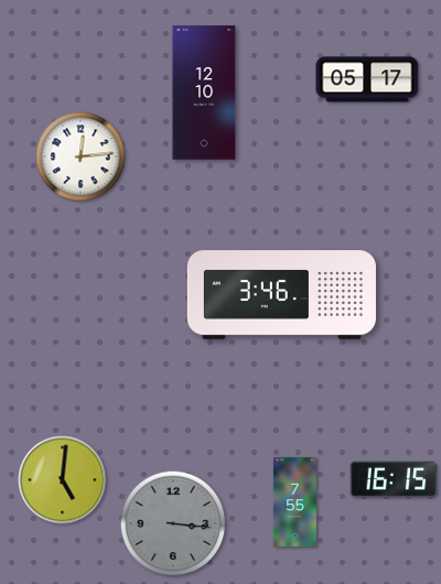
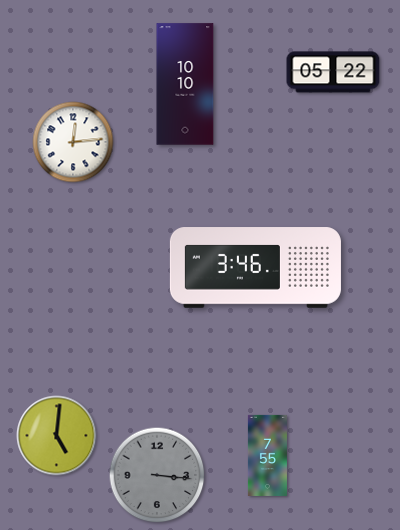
clock at (367, 79): 05:17 -> 05:22
clock at (204, 93): 12:10 -> 10:10
clock at (394, 479): 16:15 -> none
